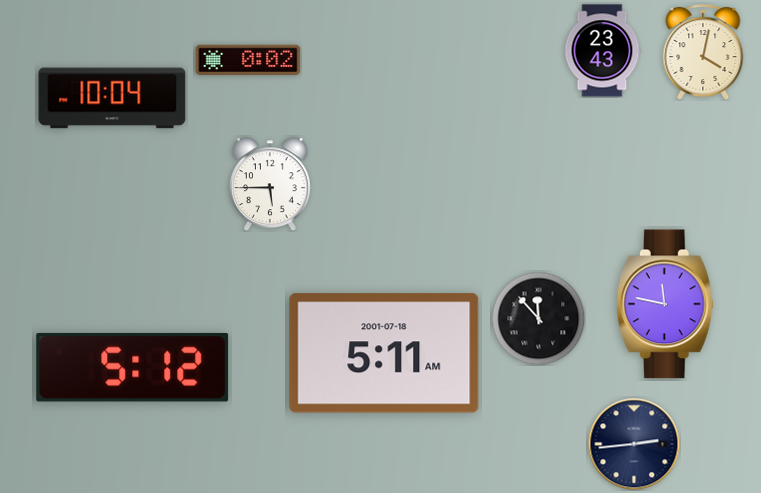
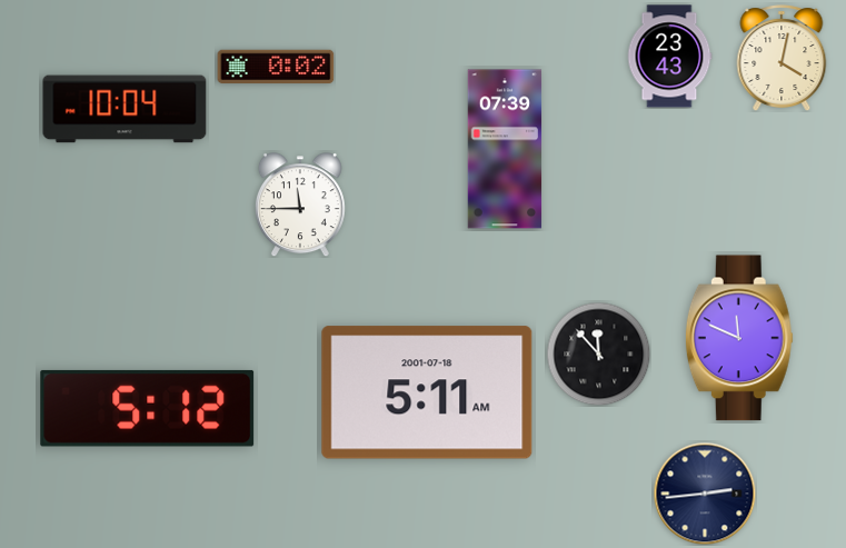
clock at (505, 149): none -> 07:39
clock at (270, 184): 5:45 -> 11:45
clock at (665, 304): 11:47 -> 11:49
